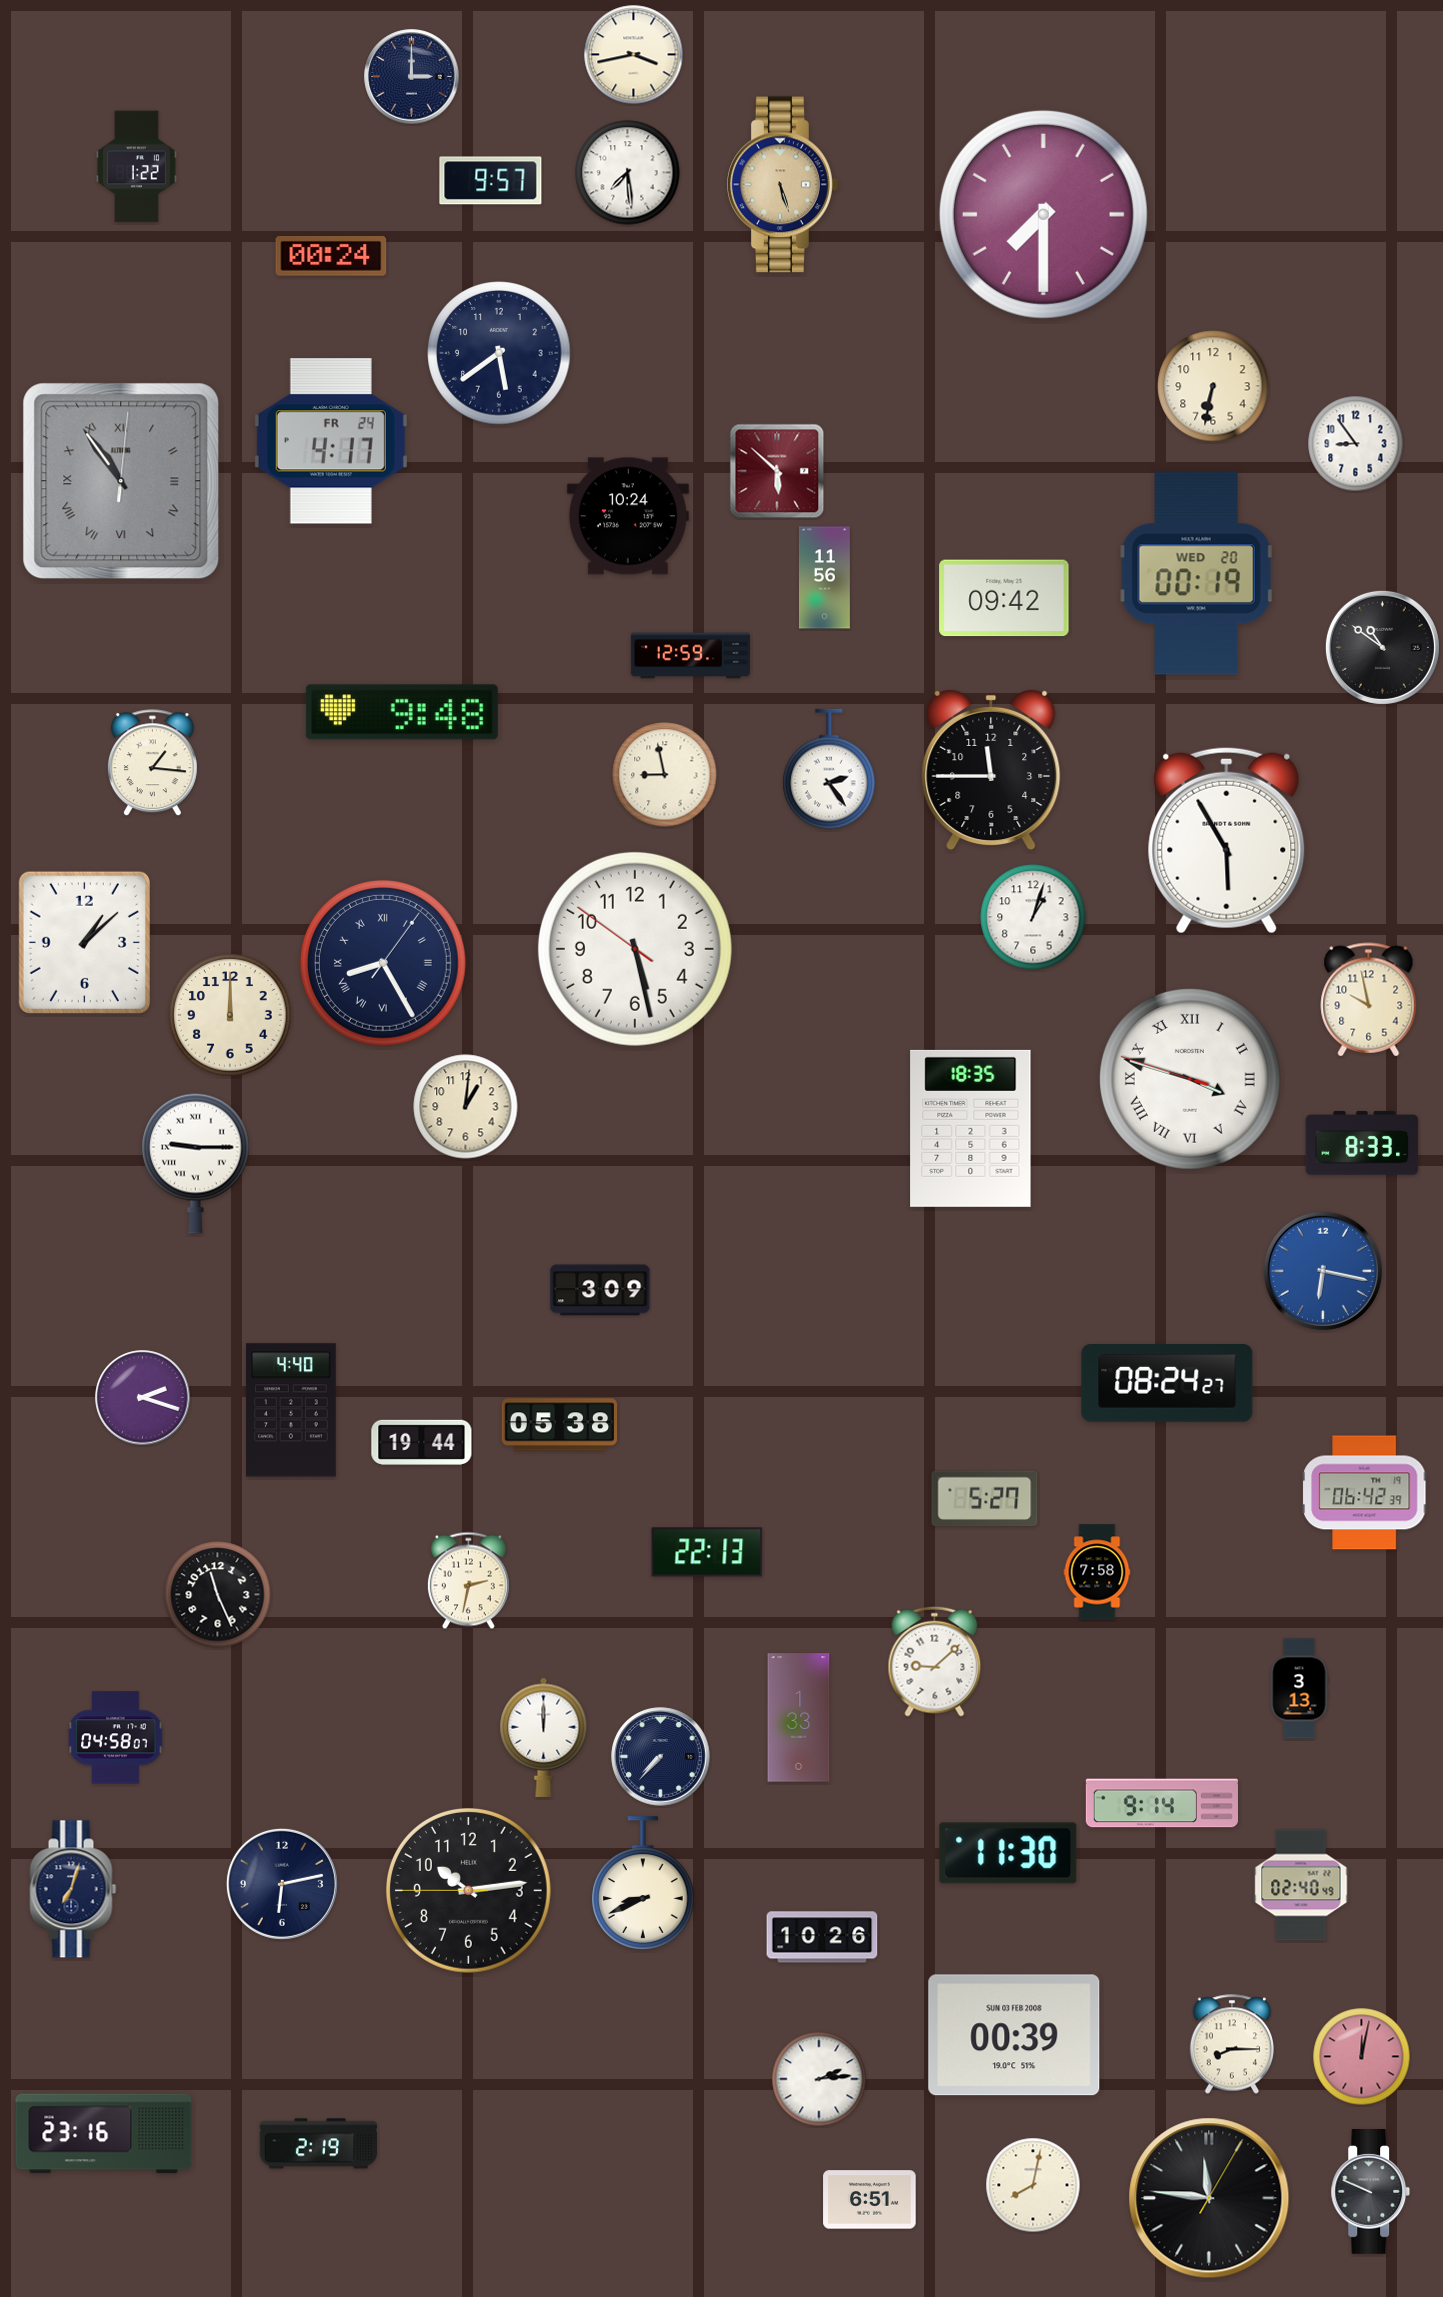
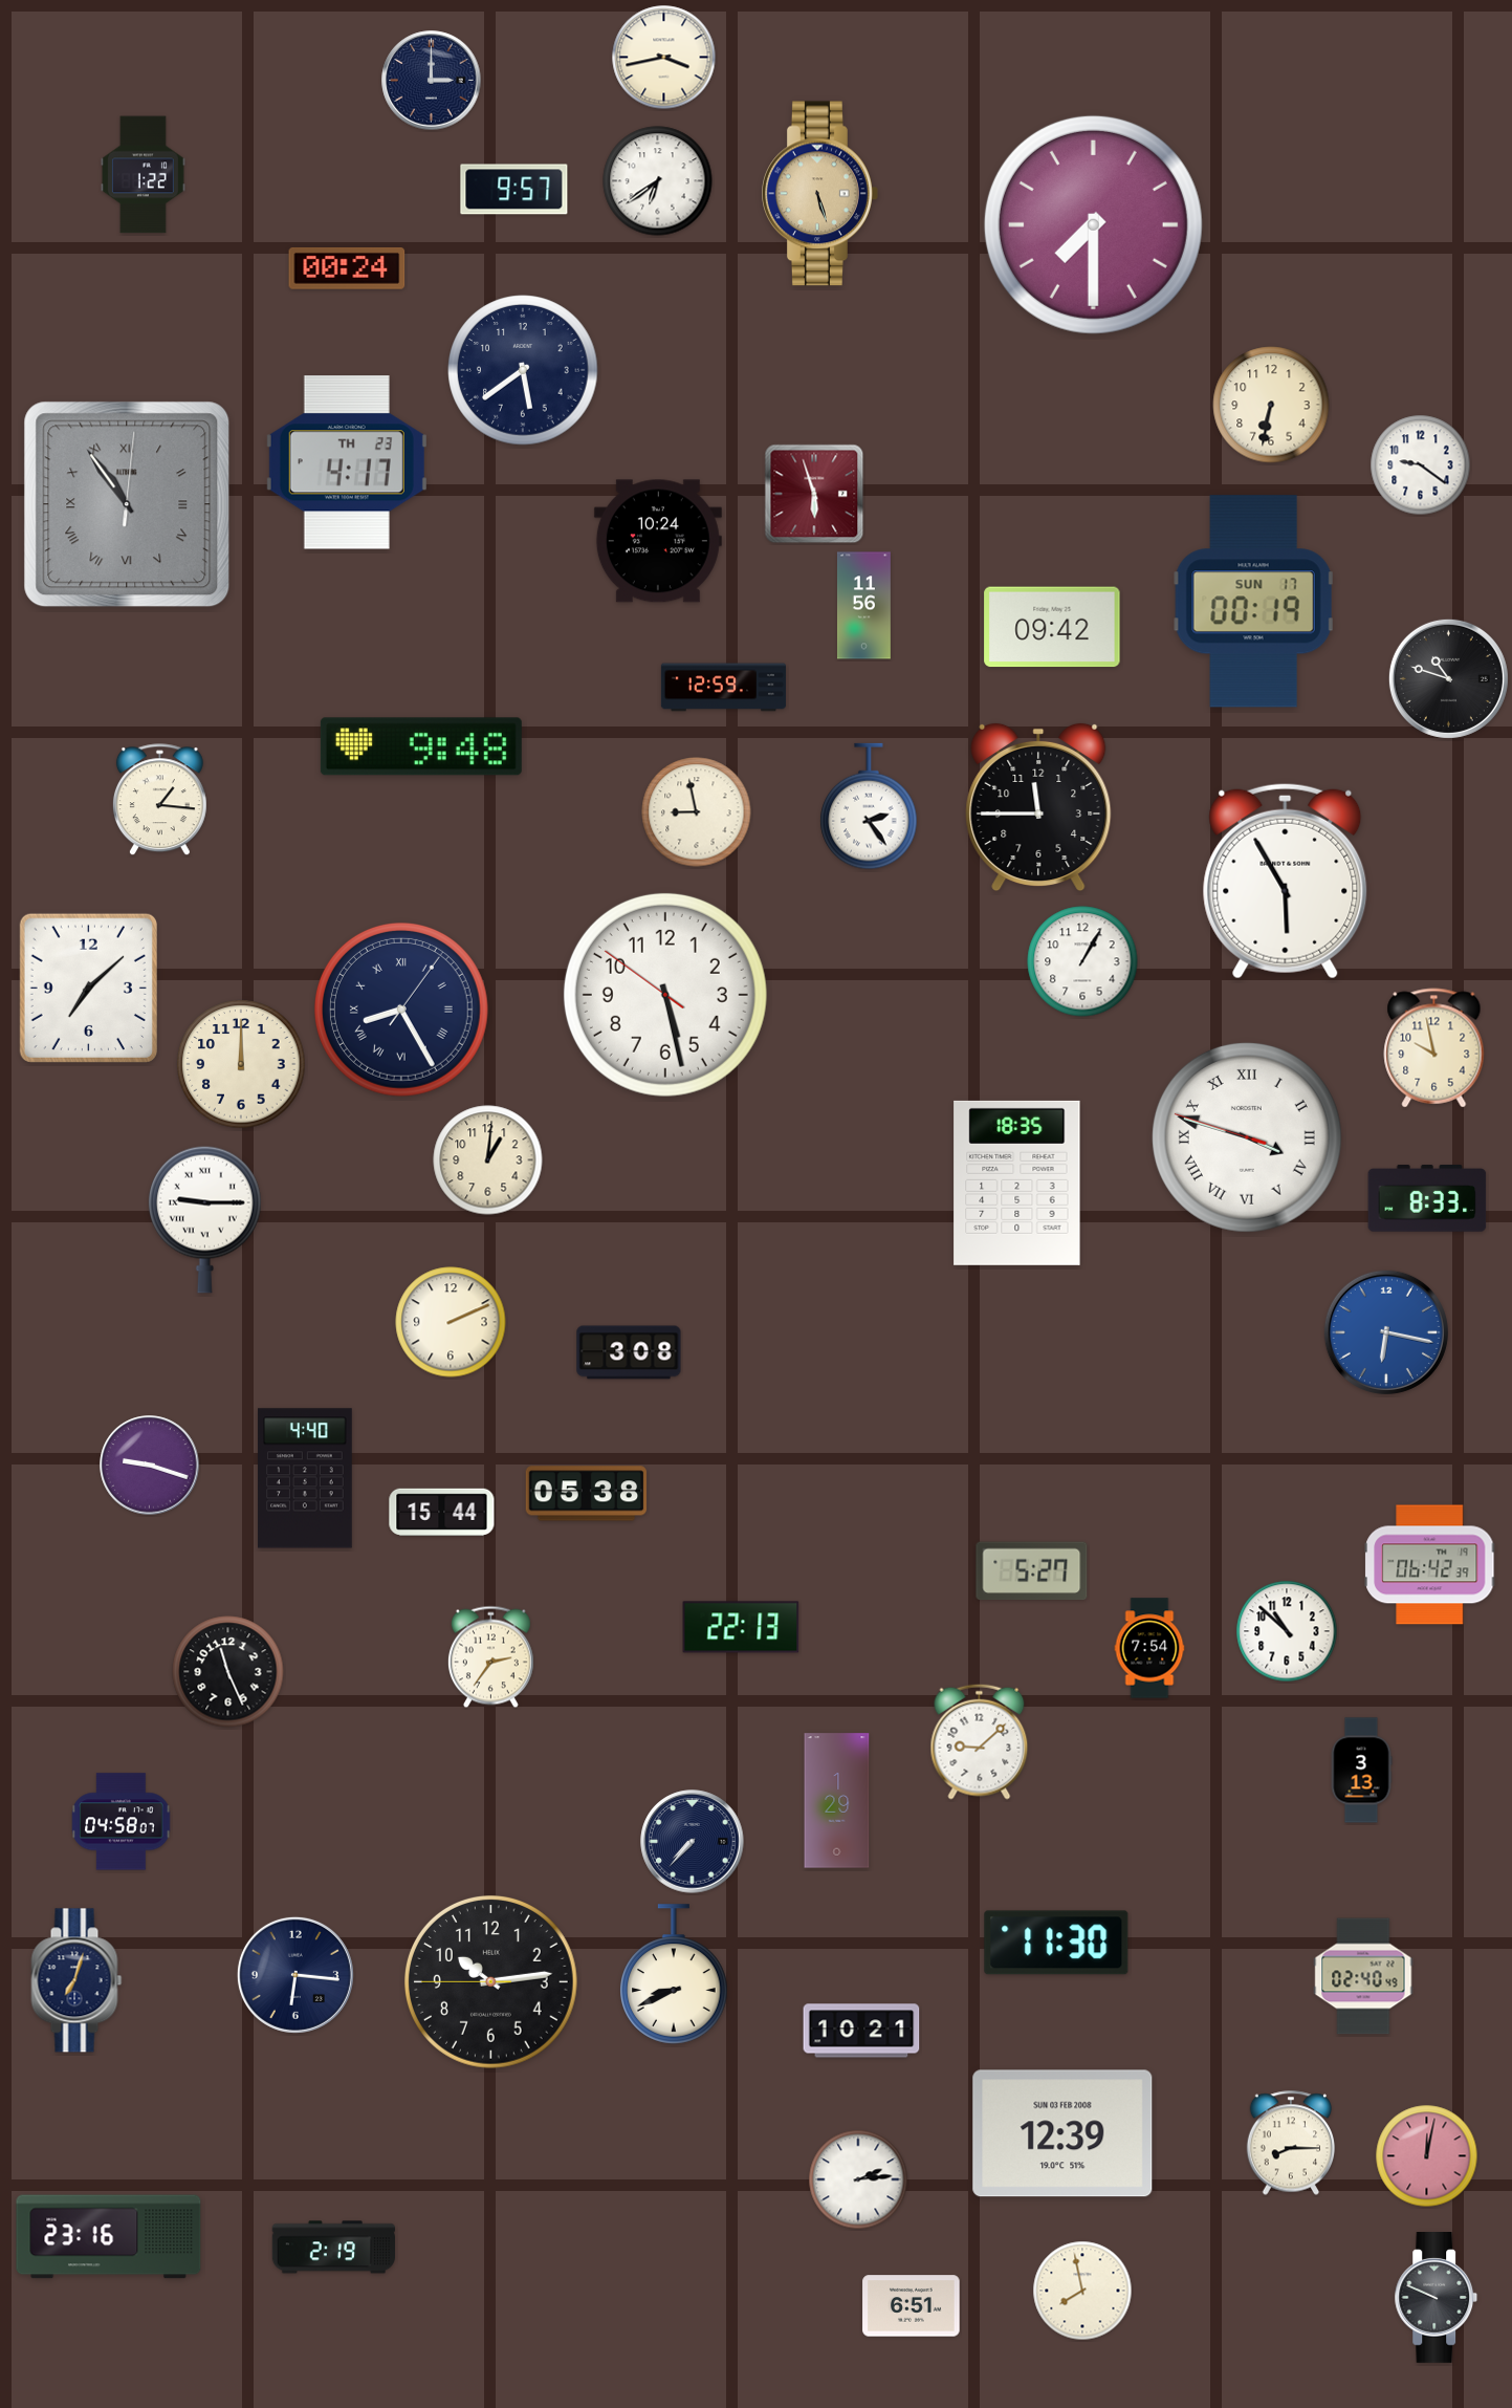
clock at (628, 173): 7:29 -> 6:39
clock at (331, 441) date: FR 24 -> TH 23
clock at (1356, 444): 8:54 -> 9:21
clock at (777, 471): 5:52 -> 5:57
clock at (1197, 574) date: WED 20 -> SUN 17
clock at (1382, 647): 10:51 -> 10:48
clock at (1033, 917): 1:03 -> 1:05
clock at (84, 942): 1:08 -> 7:08
clock at (1190, 1079) position: (1190, 1079) -> (1247, 1137)
clock at (451, 1322): none -> 2:11
clock at (600, 1290): 3:09 -> 3:08
clock at (1167, 1384): 08:24 -> none
clock at (143, 1398): 2:18 -> 9:18
clock at (422, 1442): 19:44 -> 15:44
clock at (1287, 1631): none -> 10:52
clock at (1097, 1572): 7:58 -> 7:54
clock at (468, 1581): 2:32 -> 2:36
clock at (799, 1718): 1:33 -> 1:29
clock at (544, 1737): 12:00 -> none
clock at (1162, 1803): 9:14 -> none
clock at (282, 1884): 6:13 -> 6:16
clock at (822, 1937): 10:26 -> 10:21
clock at (1014, 2035): 00:39 -> 12:39
clock at (1033, 2185): 8:02 -> 7:58
clock at (1209, 2198): 11:46 -> none
